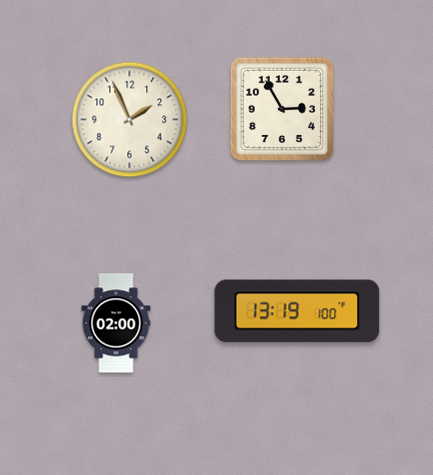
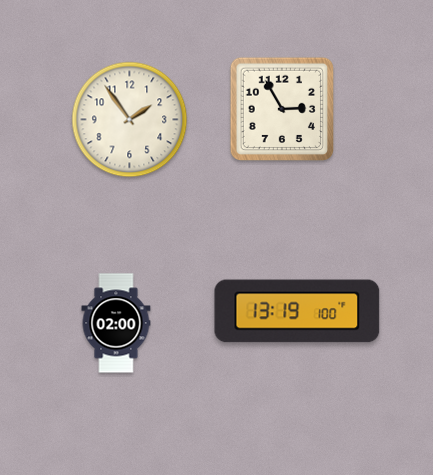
clock at (130, 120): 1:56 -> 1:54
